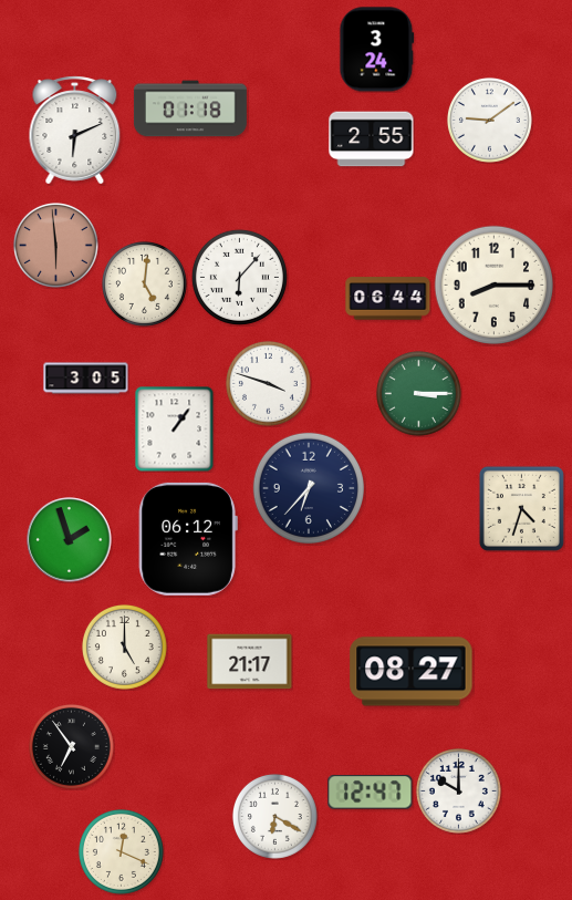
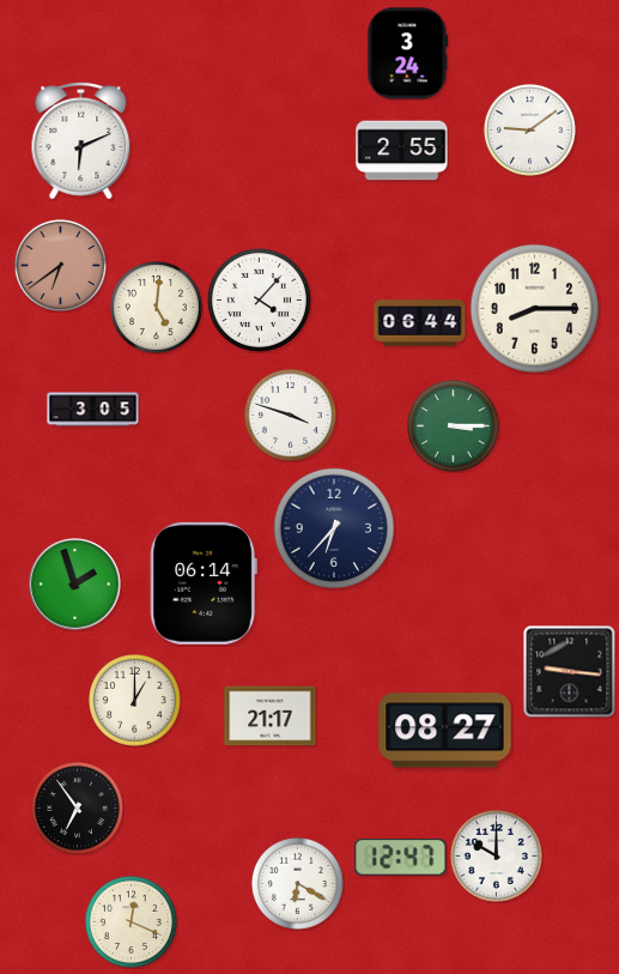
clock at (190, 108): 01:18 -> none
clock at (55, 245): 5:59 -> 6:39
clock at (239, 277): 6:07 -> 4:07
clock at (175, 428): 1:06 -> none
clock at (521, 508): 4:33 -> none
clock at (188, 539): 06:12 -> 06:14
clock at (570, 672): none -> 9:16
clock at (124, 646): 5:00 -> 1:00
clock at (412, 672) position: (412, 672) -> (445, 731)
